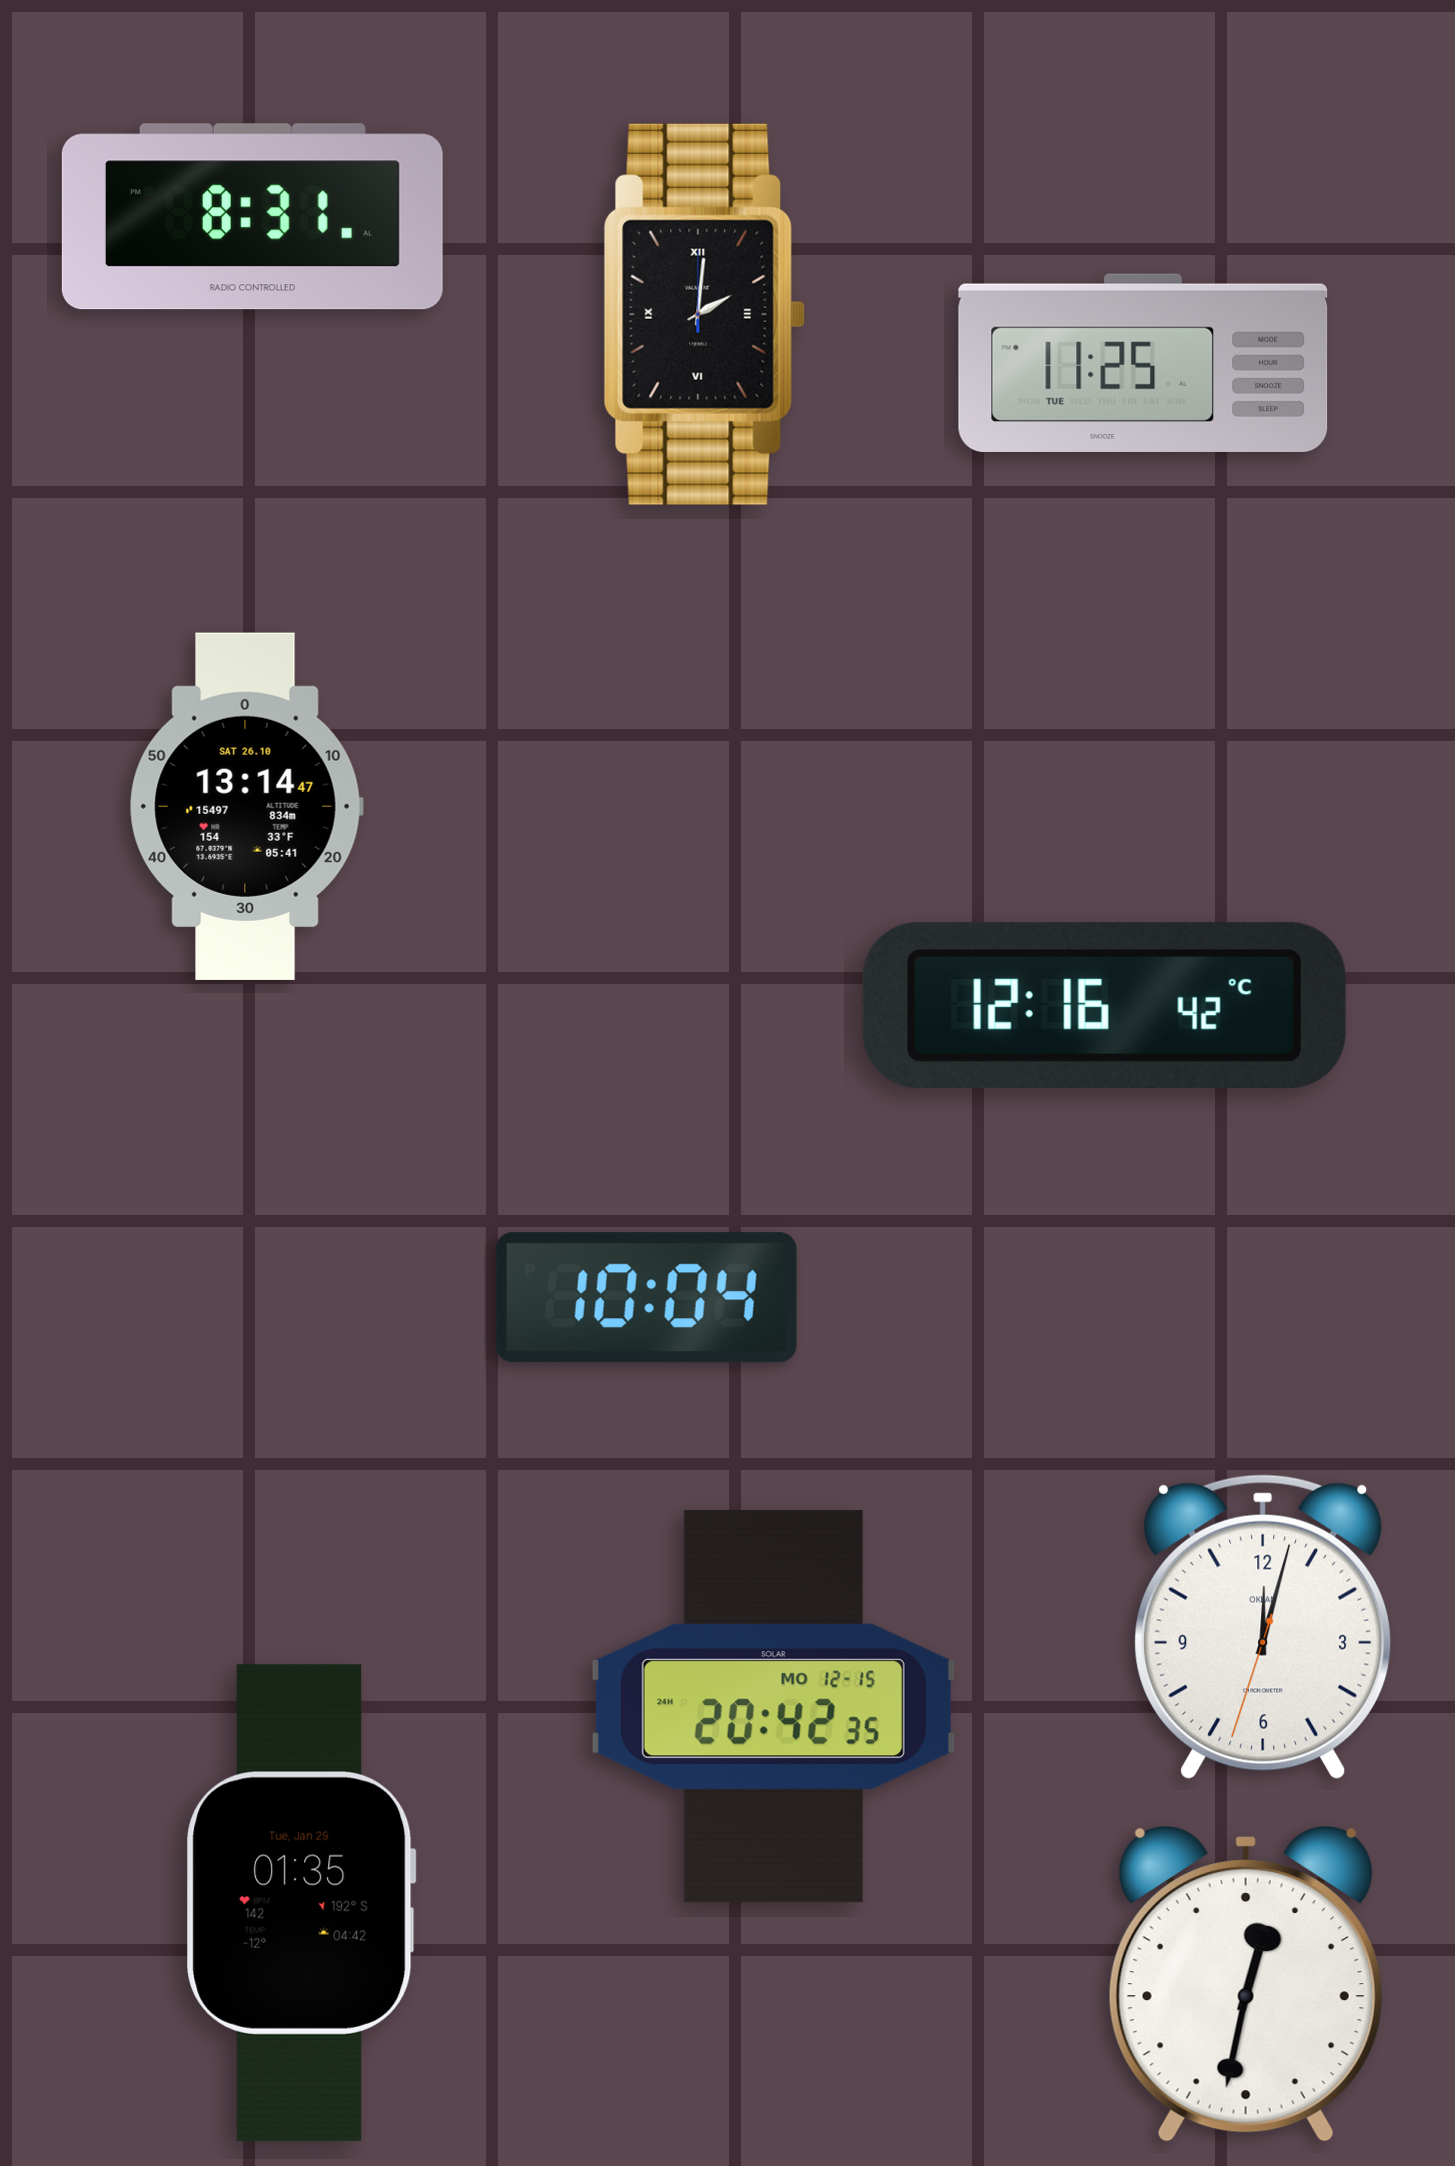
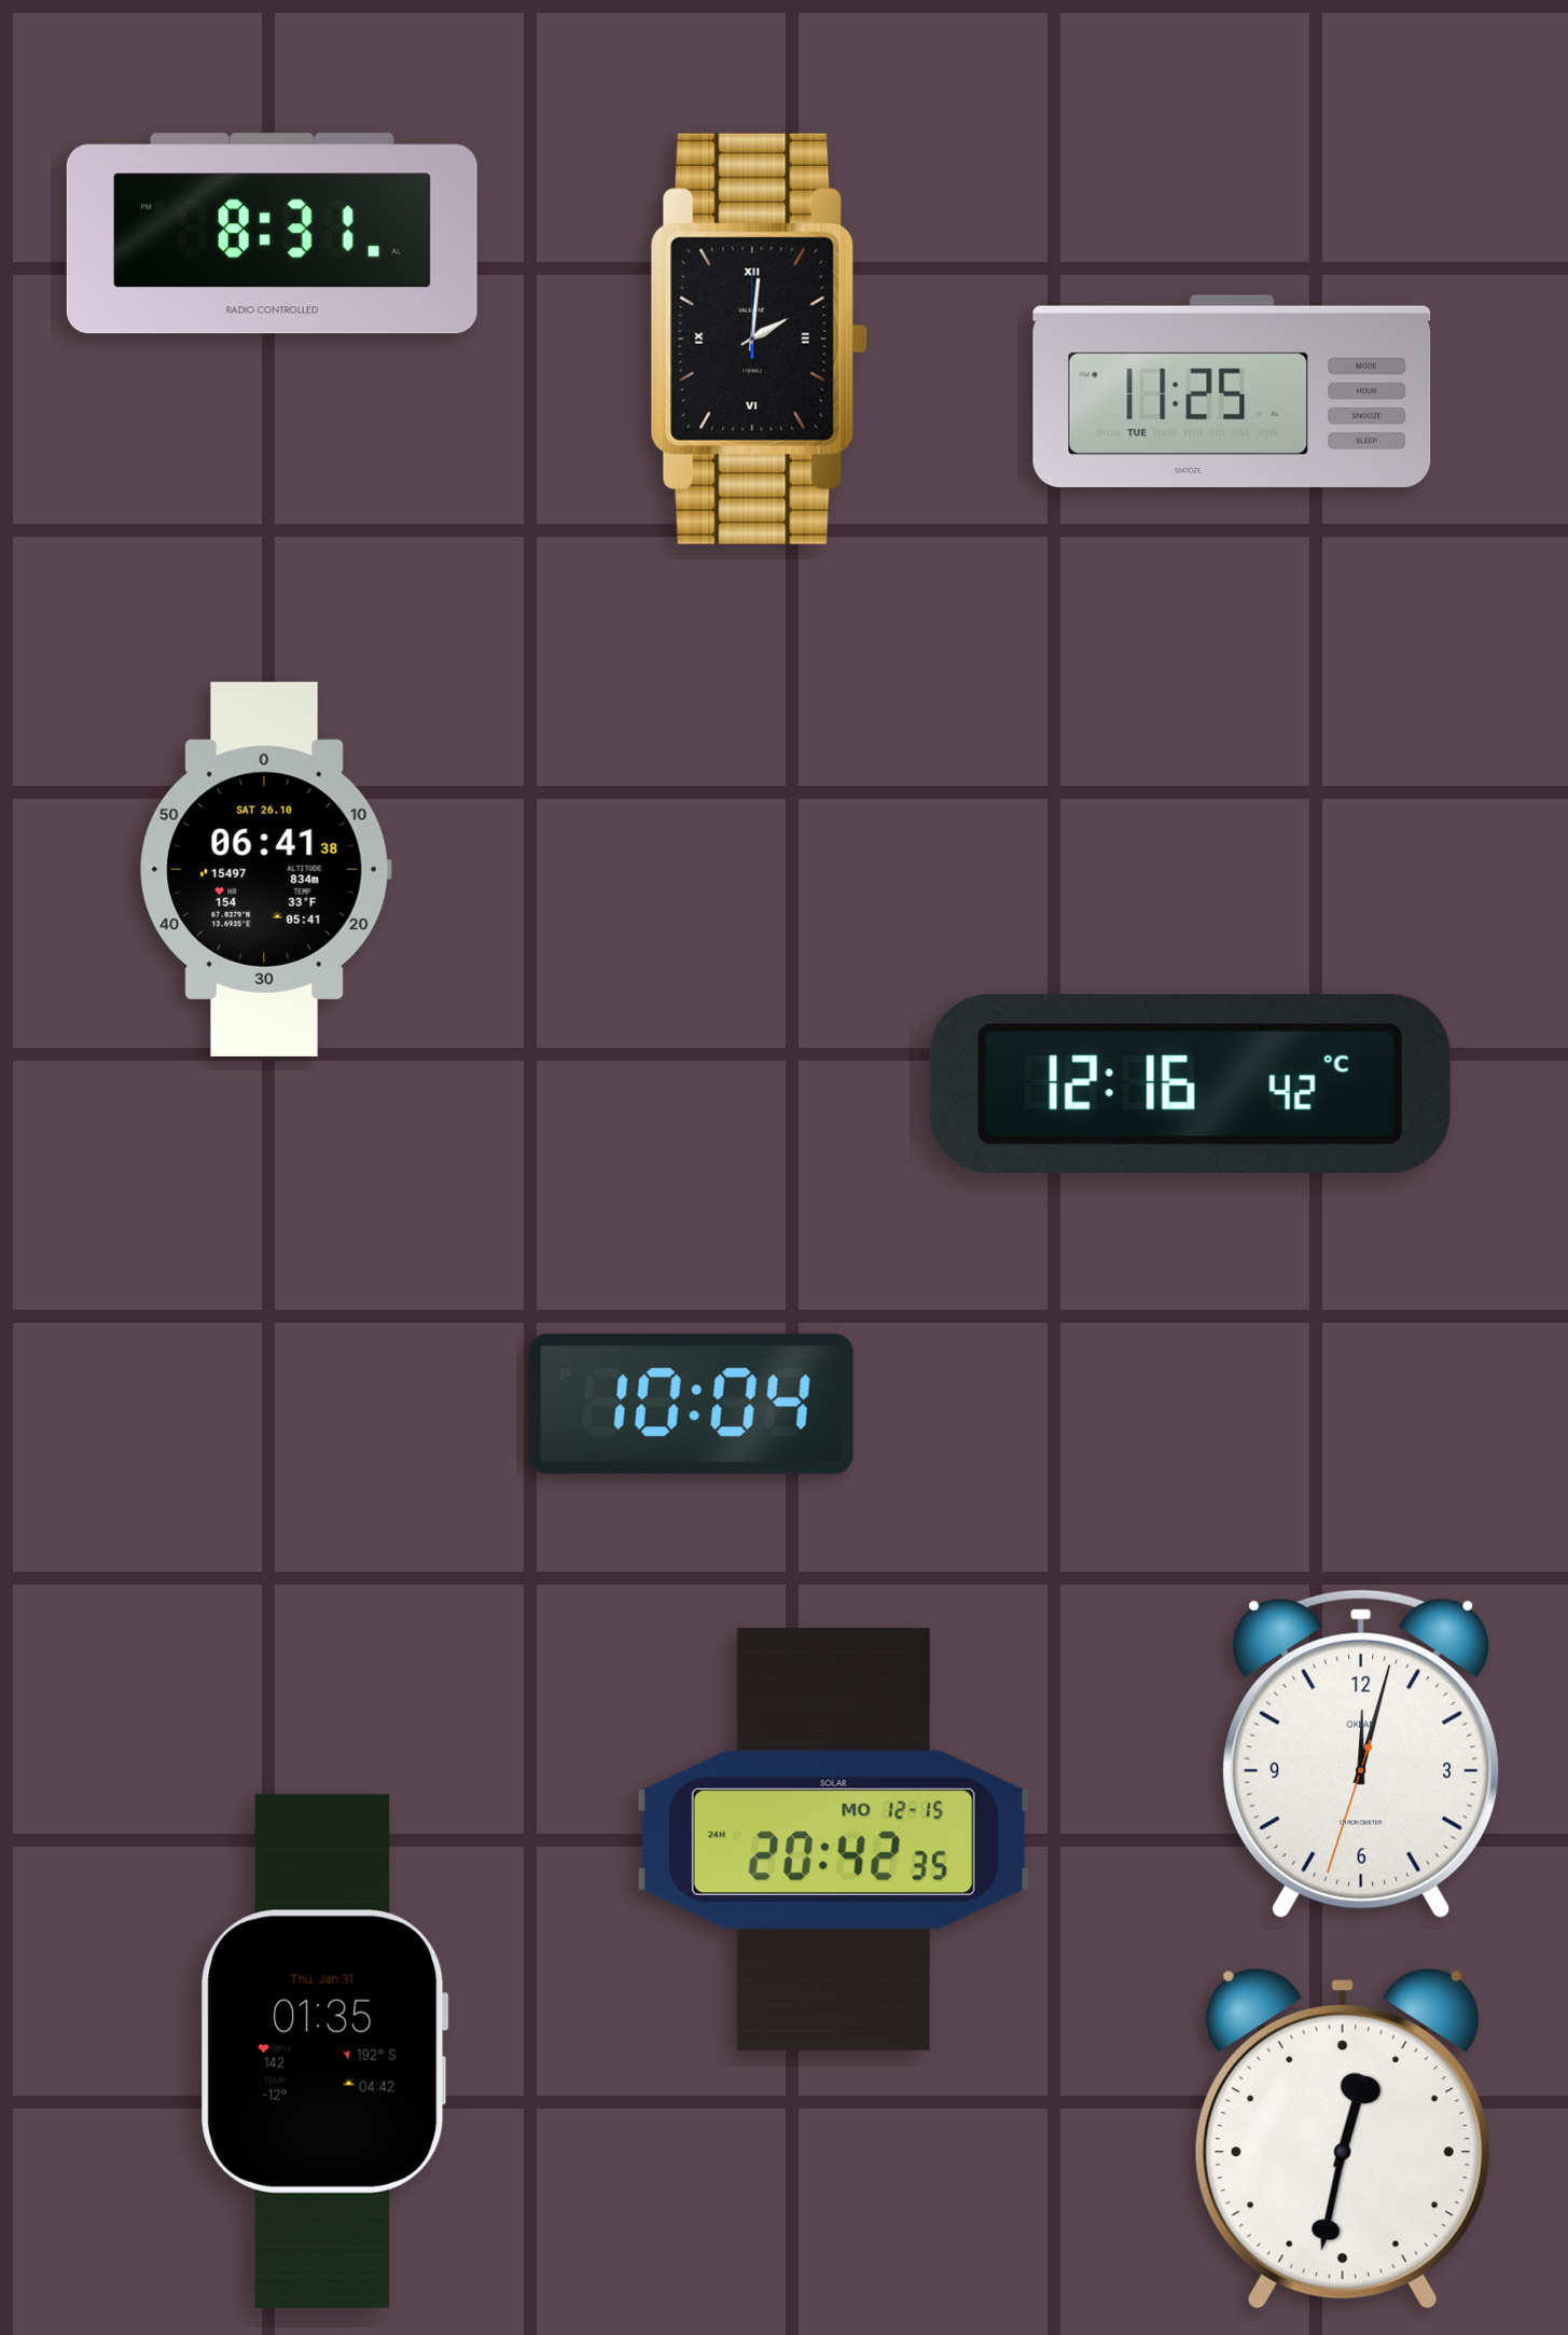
clock at (246, 806): 13:14 -> 06:41
clock at (646, 1298) position: (646, 1298) -> (691, 1405)
clock at (301, 1903) date: Tue, Jan 29 -> Thu, Jan 31
